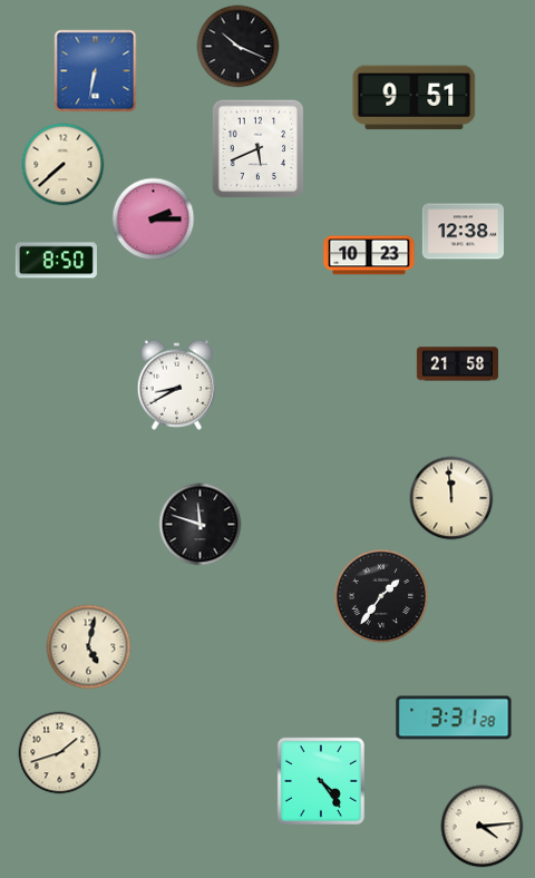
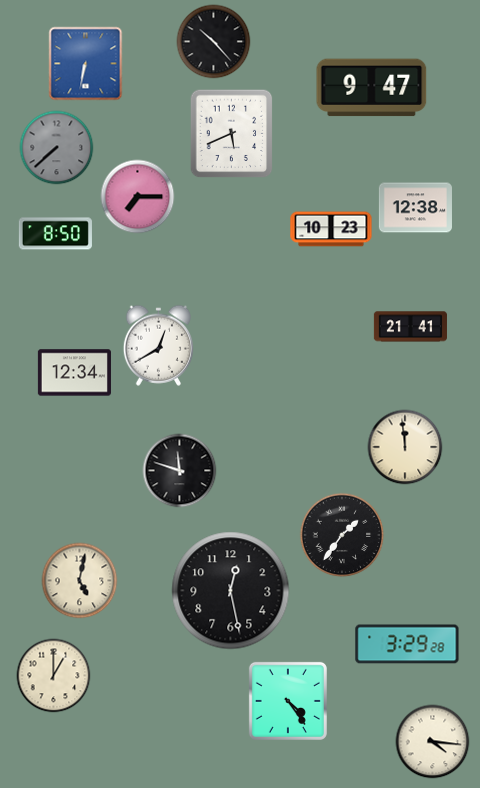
clock at (239, 47): 10:19 -> 10:23
clock at (415, 98): 9:51 -> 9:47
clock at (64, 165) dial: cream -> grey
clock at (154, 219): 2:15 -> 7:15
clock at (56, 261) position: (56, 261) -> (55, 234)
clock at (457, 364): 21:58 -> 21:41
clock at (176, 384): 8:40 -> 12:40
clock at (74, 373): none -> 12:34
clock at (231, 591): none -> 12:28
clock at (454, 718): 3:31 -> 3:29
clock at (60, 753): 1:42 -> 1:00
clock at (483, 827): 4:14 -> 4:16
